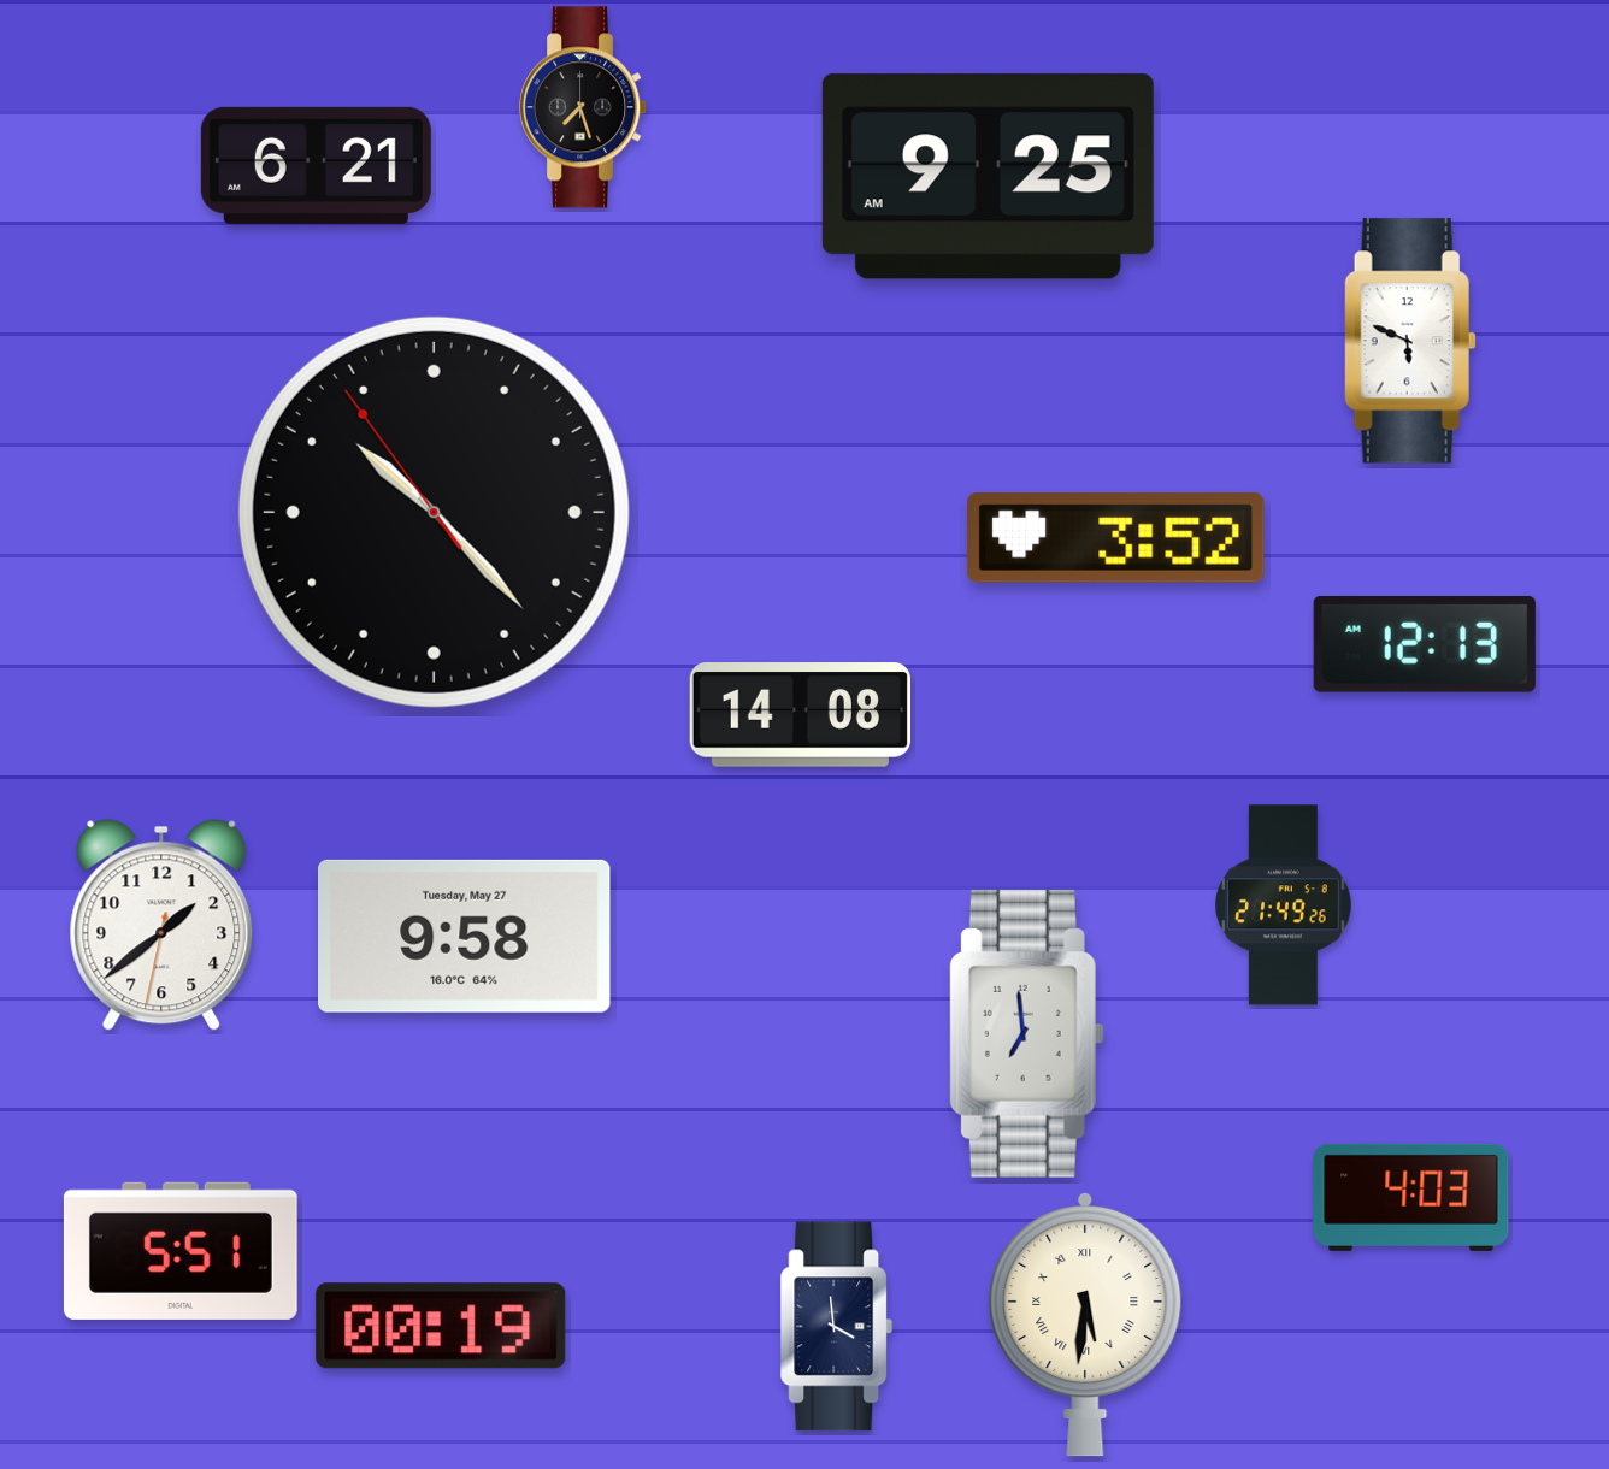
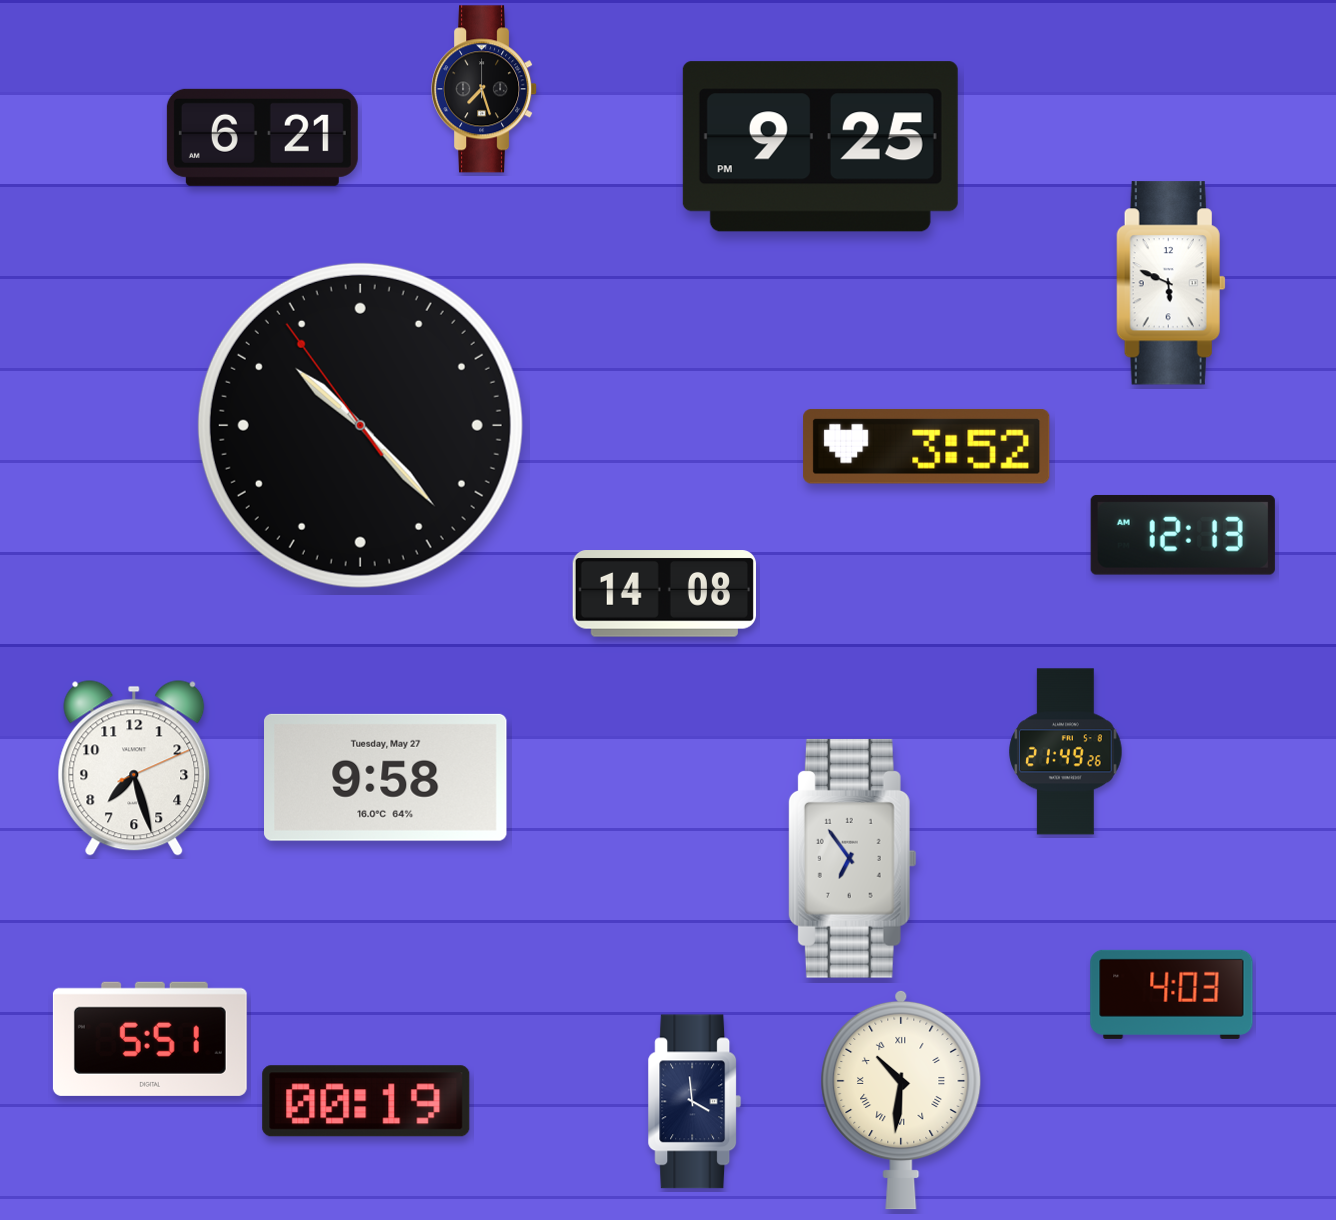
clock at (988, 177): 9:25 AM -> 9:25 PM
clock at (161, 925): 1:38 -> 7:27
clock at (1026, 1033): 6:59 -> 6:54
clock at (1085, 1325): 5:31 -> 10:31
